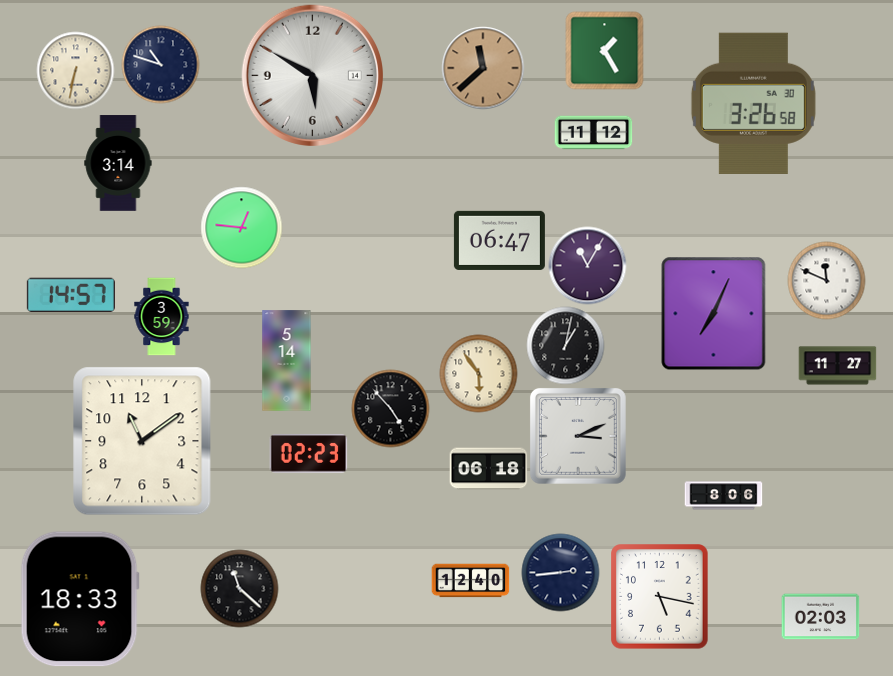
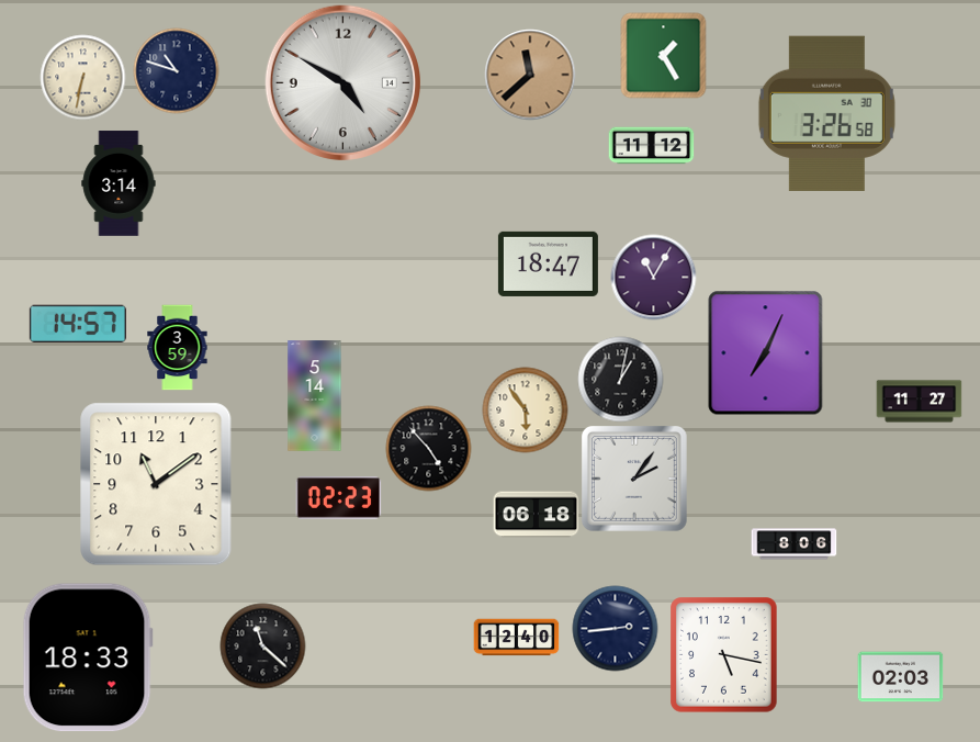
clock at (312, 75): 5:50 -> 4:50
clock at (118, 163) position: (118, 163) -> (119, 183)
clock at (241, 227): 12:46 -> none
clock at (499, 240): 06:47 -> 18:47
clock at (587, 265) position: (587, 265) -> (653, 277)
clock at (826, 280): 11:49 -> none
clock at (714, 313) position: (714, 313) -> (766, 352)
clock at (578, 436): 3:11 -> 2:06
